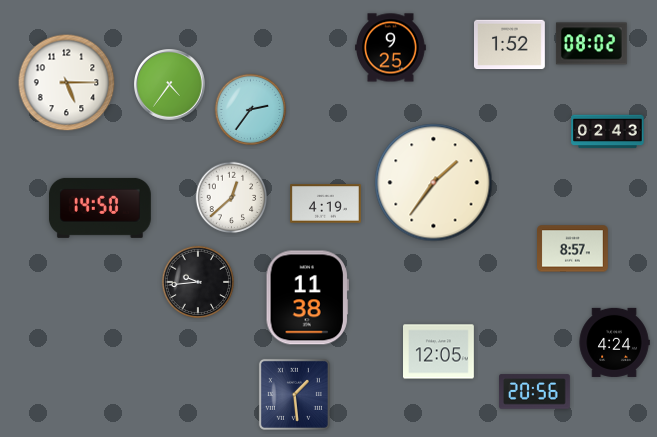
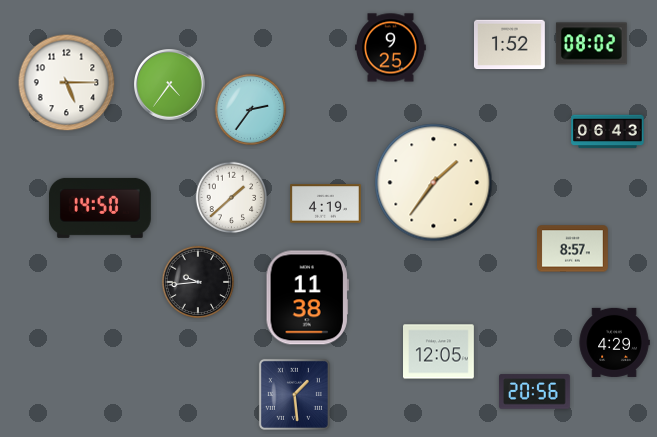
clock at (608, 132): 02:43 -> 06:43
clock at (232, 198): 12:38 -> 1:38
clock at (614, 342): 4:24 -> 4:29
